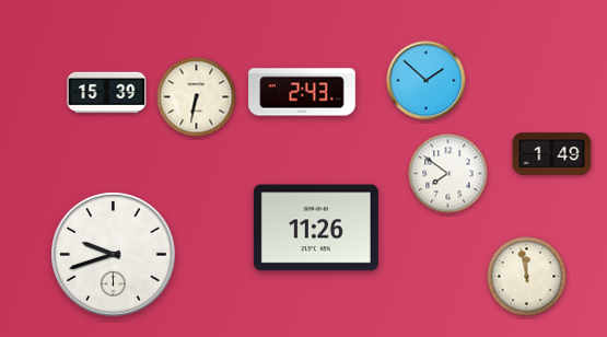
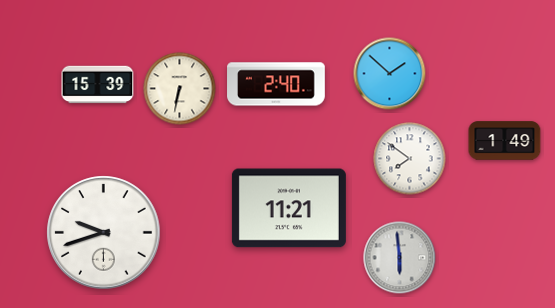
clock at (302, 92): 2:43 -> 2:40
clock at (316, 228): 11:26 -> 11:21
clock at (527, 277): 11:58 -> none
clock at (400, 258): none -> 5:59
